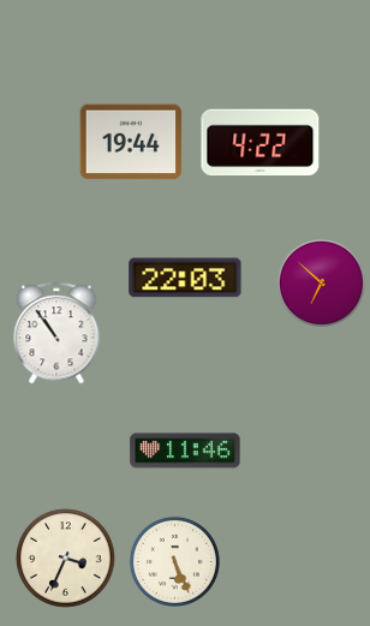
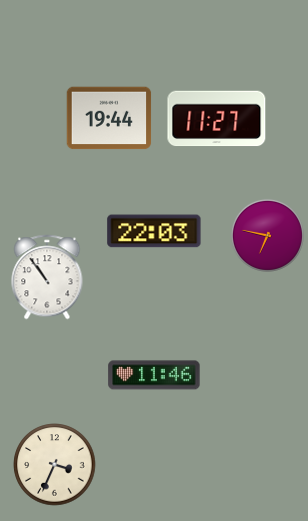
clock at (261, 143): 4:22 -> 11:27
clock at (321, 282): 6:52 -> 6:47
clock at (174, 561): 5:26 -> none
